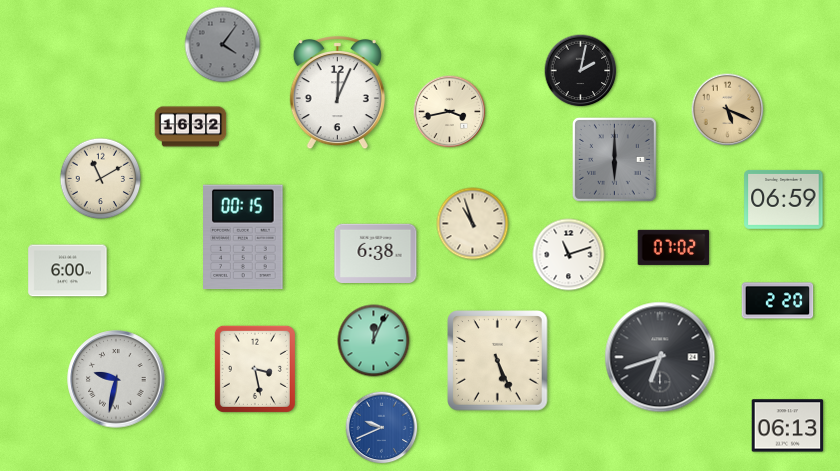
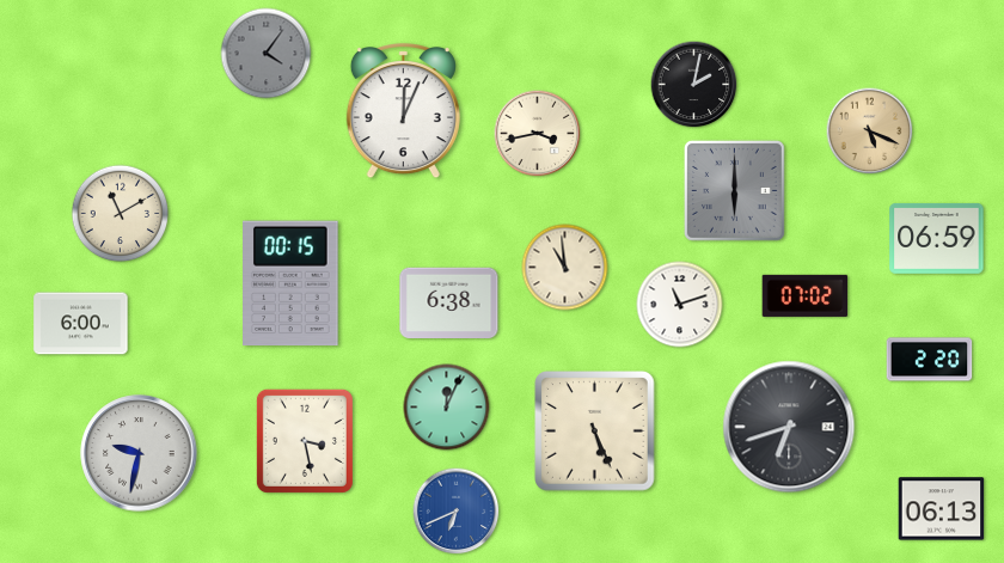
clock at (191, 127): 16:32 -> none
clock at (473, 224): 10:57 -> 10:59
clock at (382, 428): 9:41 -> 6:41
